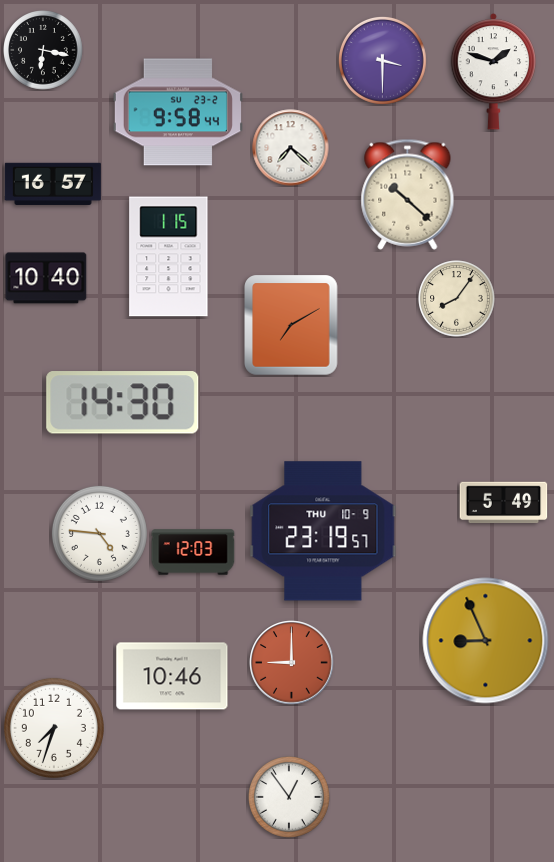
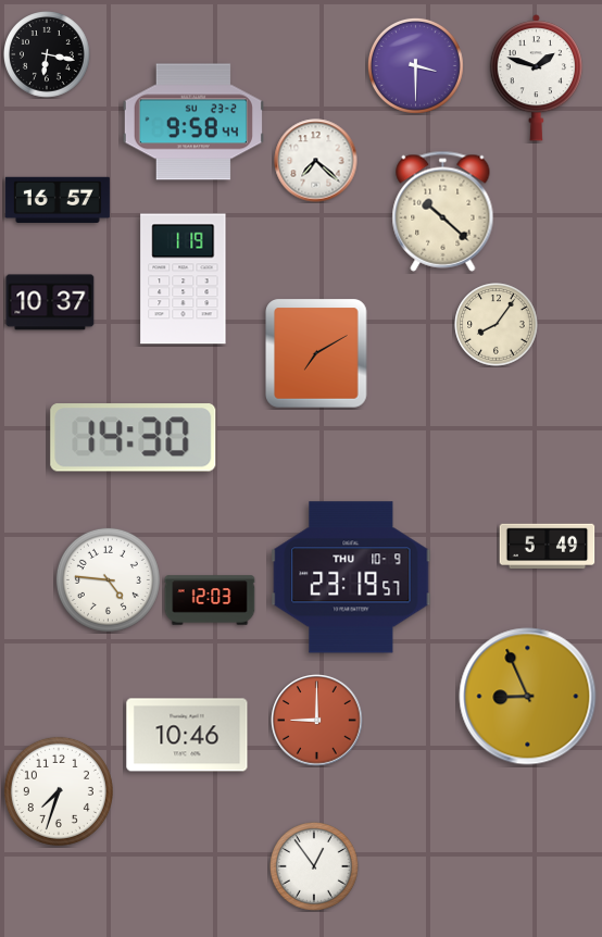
clock at (169, 257): 1:15 -> 1:19
clock at (46, 278): 10:40 -> 10:37
